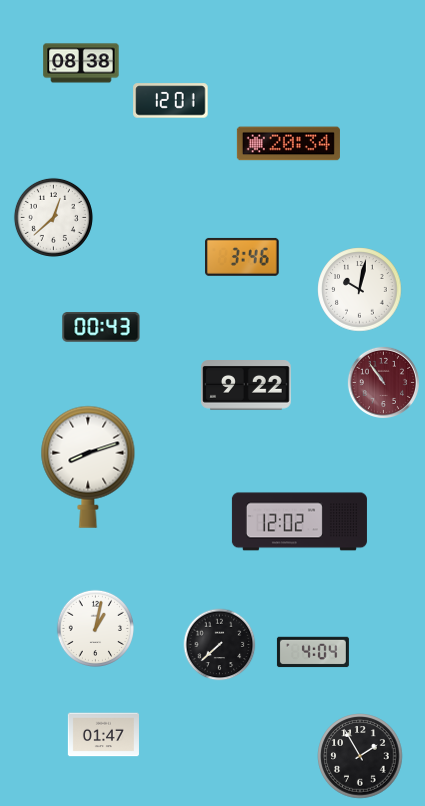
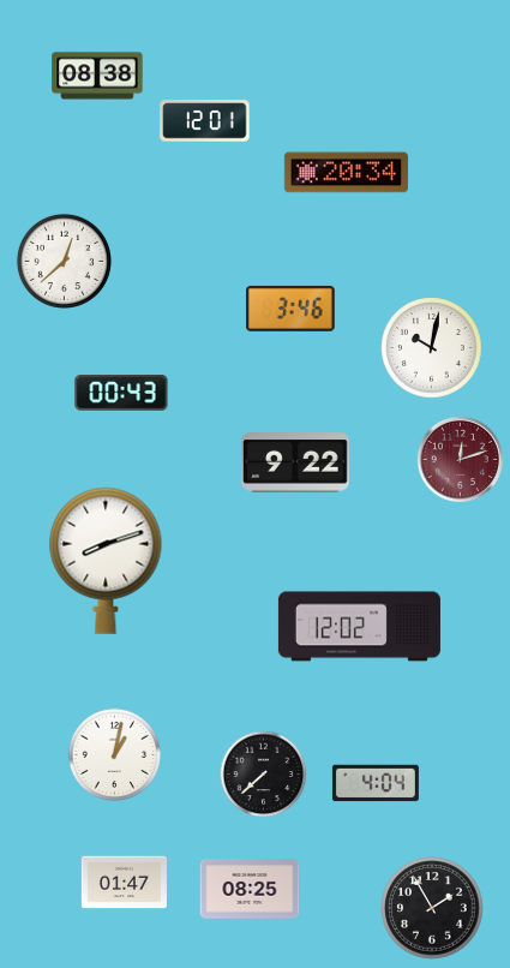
clock at (383, 382): 10:54 -> 12:12
clock at (250, 890): none -> 08:25
